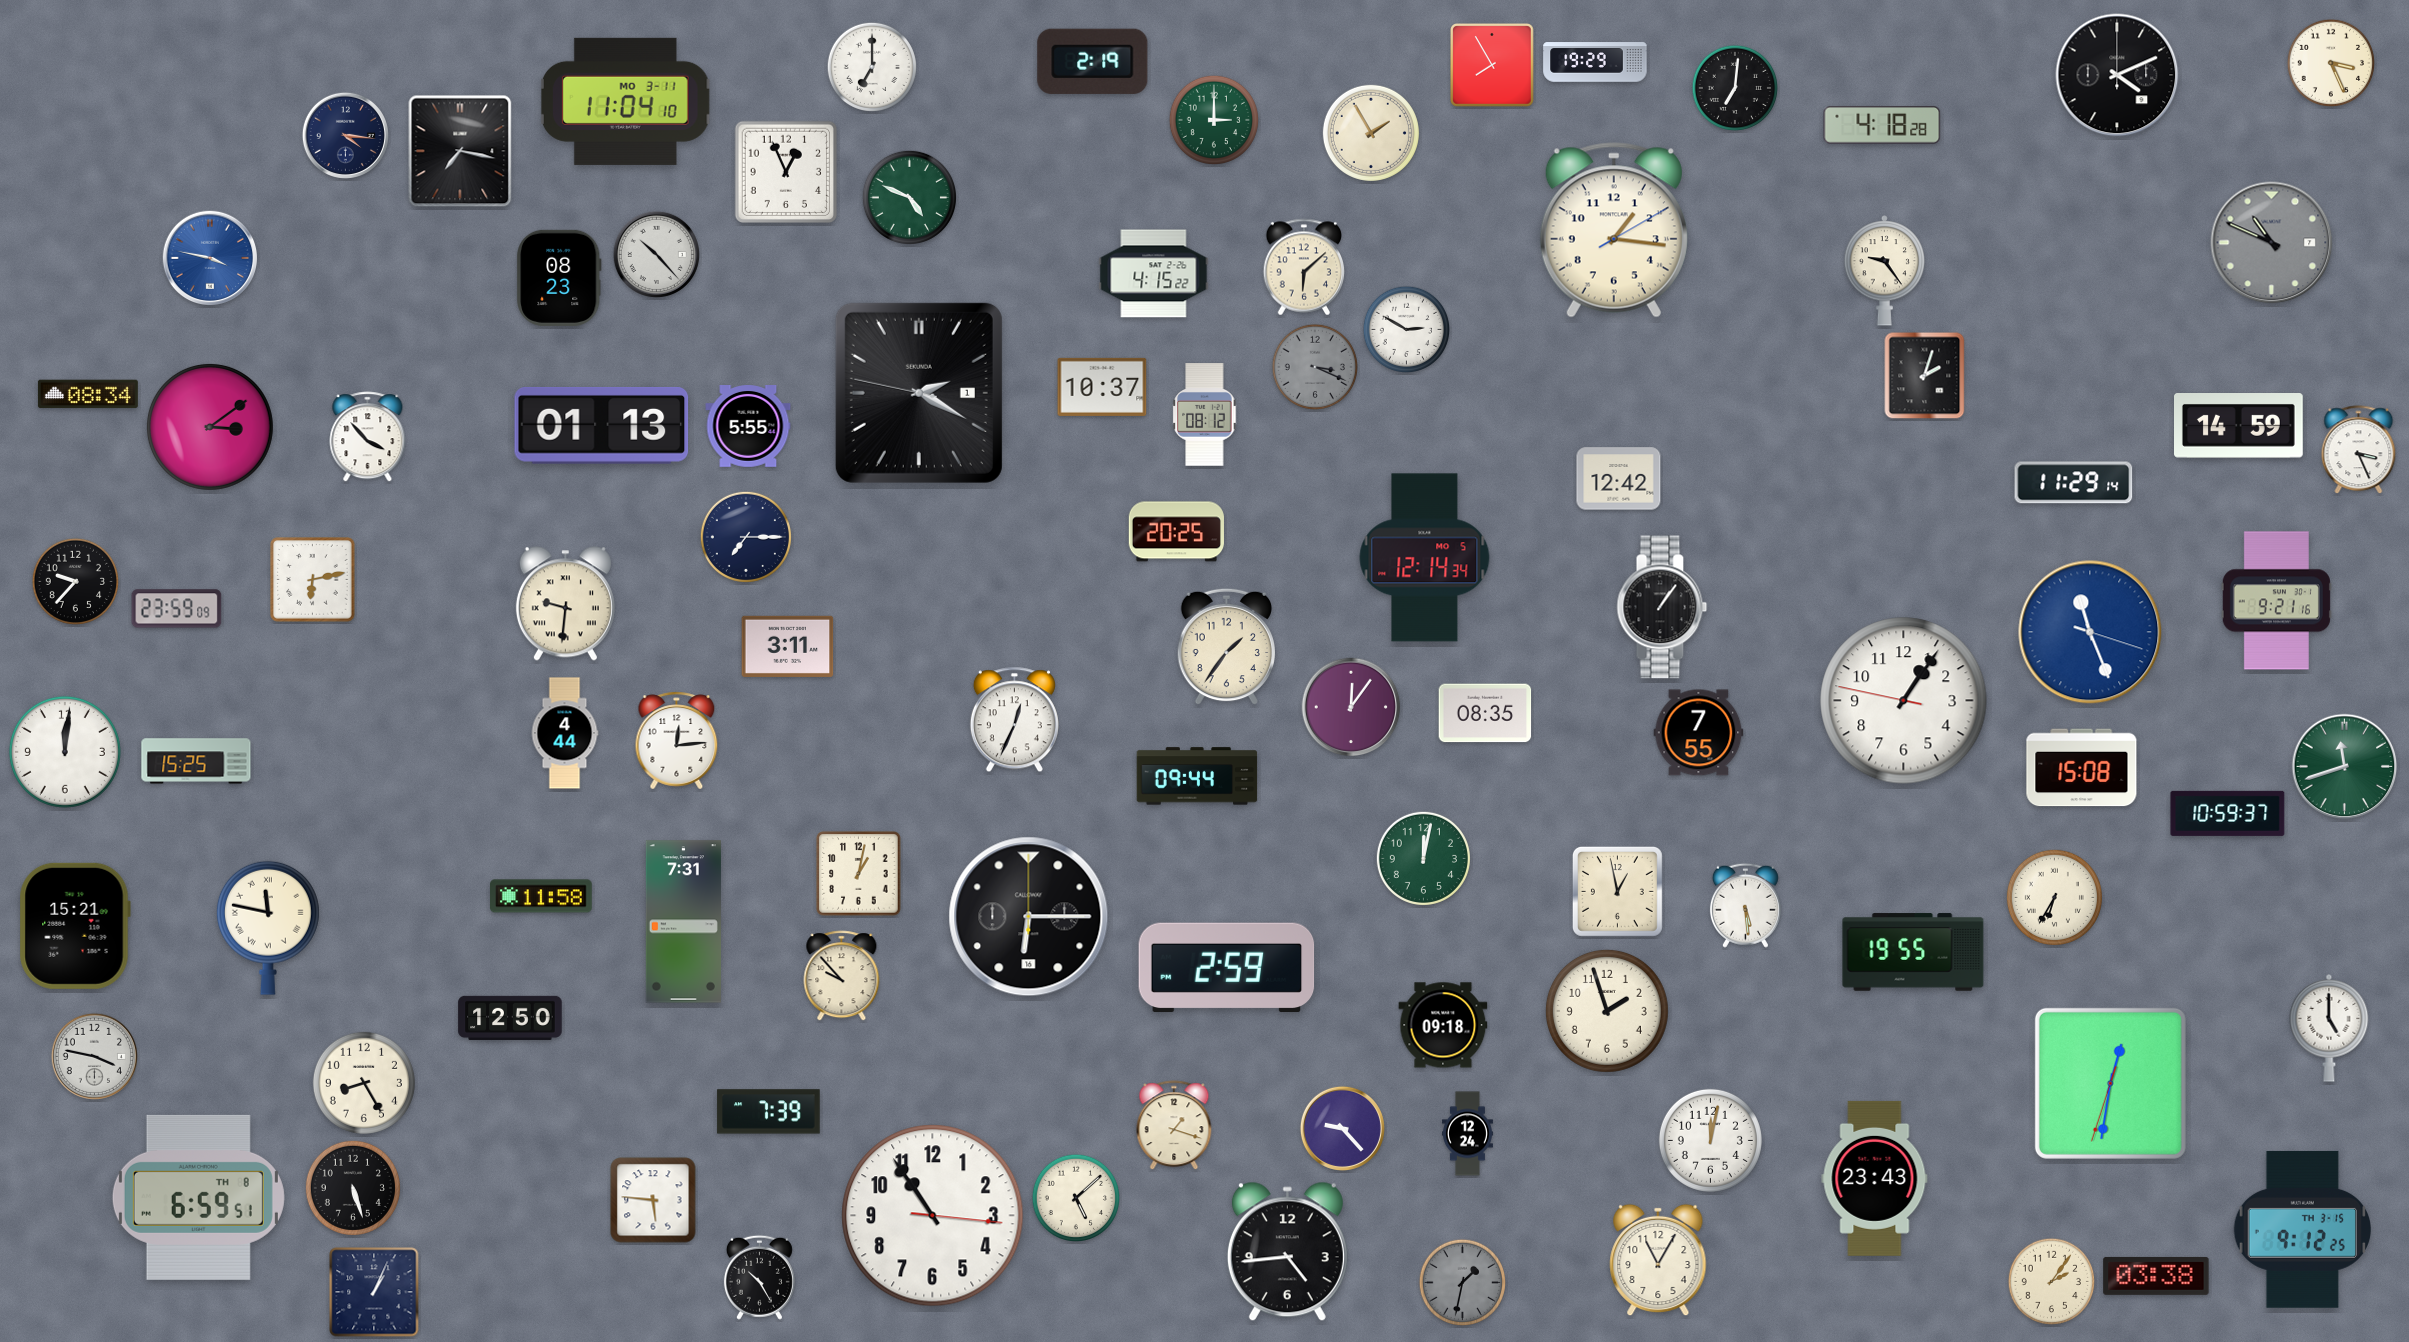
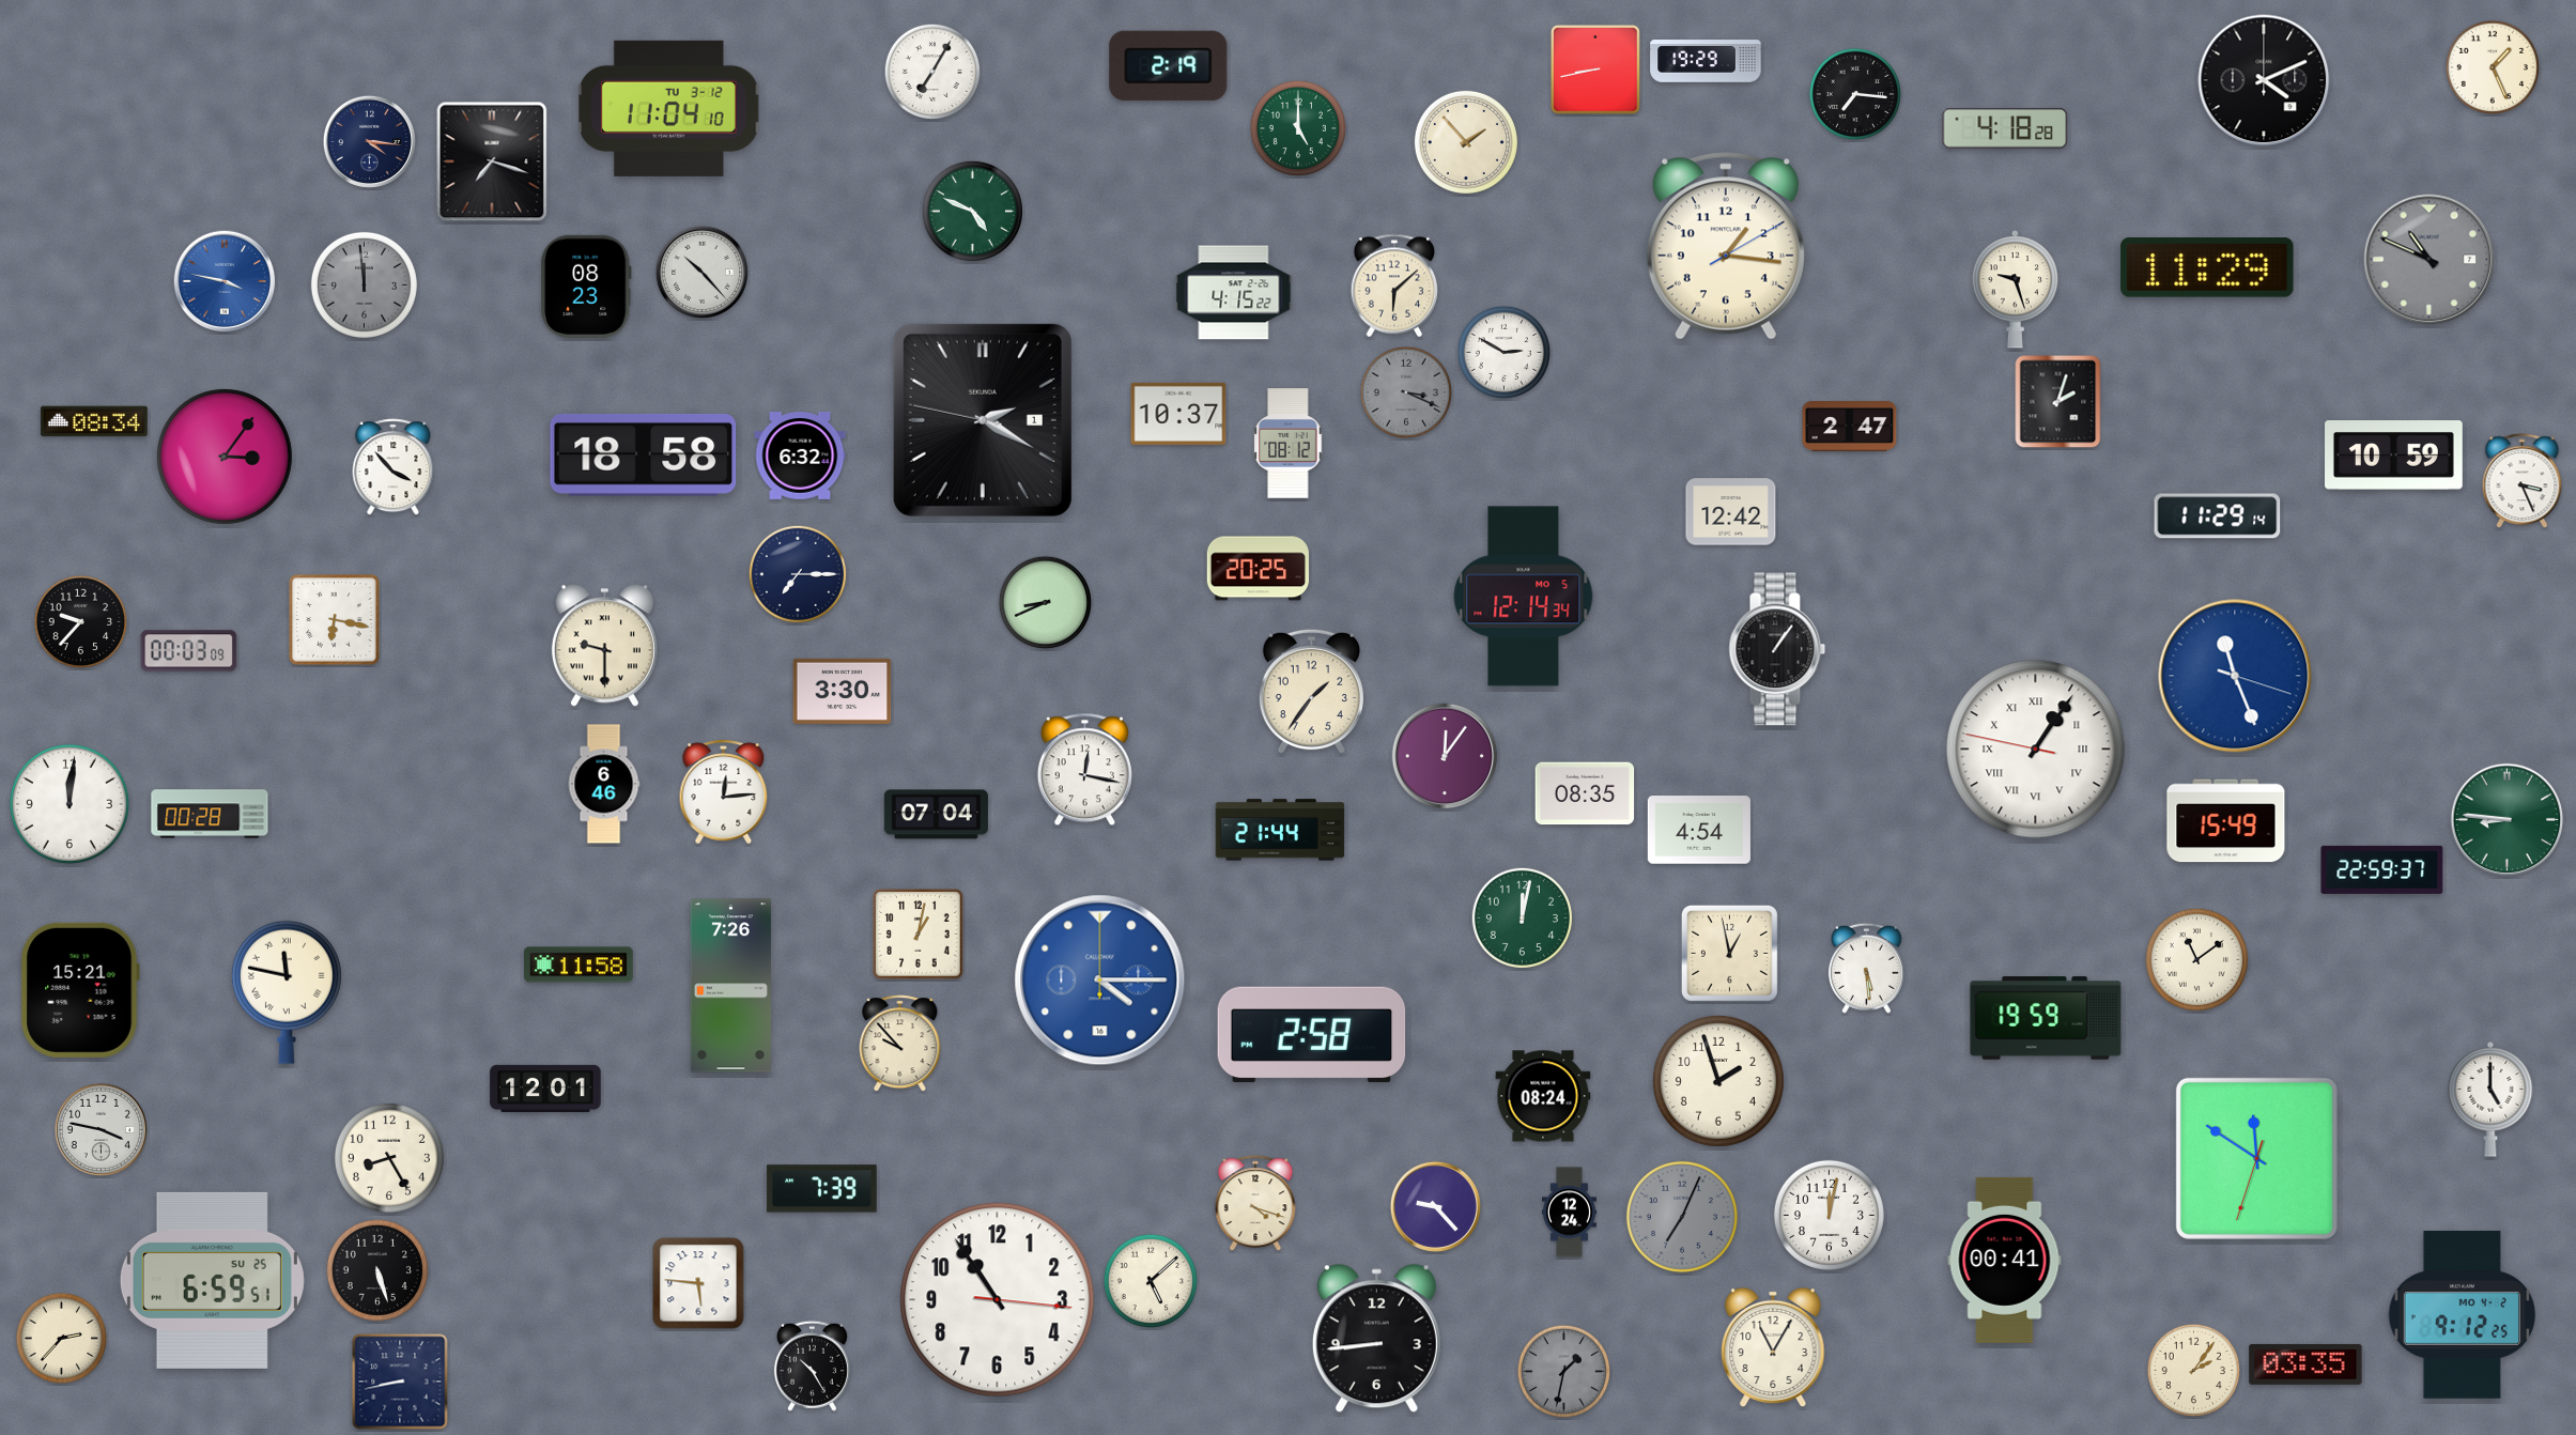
clock at (1595, 62) position: (1595, 62) -> (1706, 61)
clock at (2330, 62): 3:26 -> 1:26
clock at (871, 66): 7:00 -> 7:05
clock at (1493, 66): 7:55 -> 8:43
clock at (1734, 87): 7:01 -> 7:16
clock at (625, 101) date: MO 3-11 -> TU 3-12
clock at (1213, 119): 3:00 -> 5:00
clock at (1882, 126) position: (1882, 126) -> (2005, 129)
clock at (1371, 133): 1:55 -> 1:53
clock at (345, 135) position: (345, 135) -> (369, 141)
clock at (460, 151): 7:17 -> 7:18
clock at (785, 171): 12:56 -> none
clock at (2207, 268): none -> 11:29
clock at (209, 257) position: (209, 257) -> (223, 280)
clock at (364, 284): none -> 11:59
clock at (1885, 271): 9:24 -> 9:27
clock at (560, 278) position: (560, 278) -> (587, 287)
clock at (1850, 427): none -> 2:47
clock at (602, 425): 01:13 -> 18:58
clock at (2239, 426): 14:59 -> 10:59
clock at (210, 427): 3:09 -> 3:06
clock at (748, 427): 5:55 -> 6:32
clock at (1045, 602): none -> 8:41
clock at (313, 580): 6:13 -> 6:17
clock at (2276, 601): 9:21 -> none
clock at (565, 604): 9:31 -> 9:30
clock at (177, 609): 23:59 -> 00:03
clock at (788, 646): 3:11 -> 3:30
clock at (1904, 701) numerals: Arabic -> Roman
clock at (1485, 713) position: (1485, 713) -> (1585, 793)
clock at (1014, 720): 12:34 -> 12:17
clock at (565, 733): 4:44 -> 6:46
clock at (1699, 733): 7:55 -> none
clock at (196, 761): 15:25 -> 00:28
clock at (936, 815): none -> 07:04
clock at (2345, 767): 11:42 -> 8:46
clock at (2082, 768): 15:08 -> 15:49
clock at (1197, 776): 09:44 -> 21:44
clock at (1699, 830): none -> 4:54
clock at (2228, 813): 10:59 -> 22:59
clock at (541, 896) position: (541, 896) -> (579, 965)
clock at (2054, 897): 6:35 -> 11:09
clock at (1029, 917): 6:15 -> 4:15
clock at (1029, 917) dial: black -> blue
clock at (683, 922): 7:31 -> 7:26
clock at (1913, 952): 19:55 -> 19:59
clock at (1227, 968): 2:59 -> 2:58
clock at (510, 1018): 12:50 -> 12:01
clock at (1443, 1025): 09:18 -> 08:24
clock at (2110, 1083): 12:31 -> 11:50
clock at (1174, 1126): 1:18 -> 4:18
clock at (1682, 1217): none -> 7:04
clock at (1710, 1140) position: (1710, 1140) -> (1829, 1215)
clock at (1875, 1178): 23:43 -> 00:41
clock at (198, 1197) date: TH 8 -> SU 25
clock at (2302, 1229) date: TH 3-15 -> MO 4-2
clock at (62, 1339): none -> 2:37
clock at (1287, 1252): 4:44 -> 8:44
clock at (2156, 1276): 03:38 -> 03:35
clock at (374, 1292): 1:04 -> 8:43
